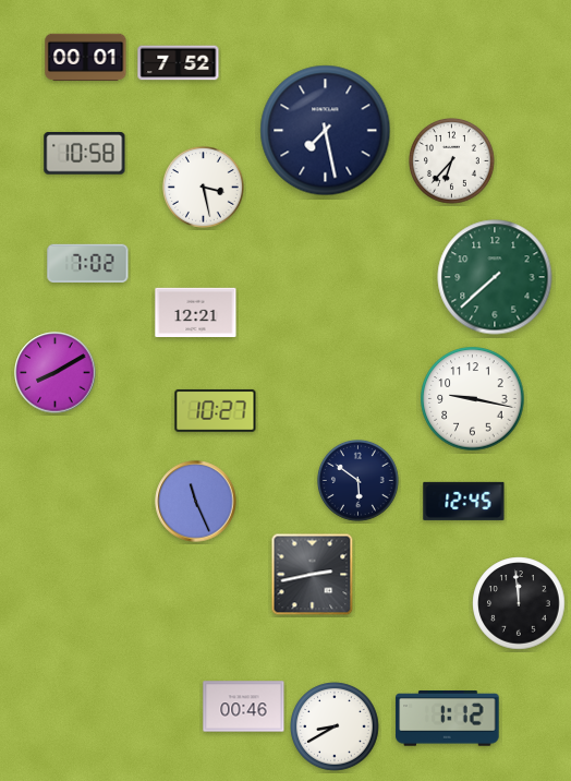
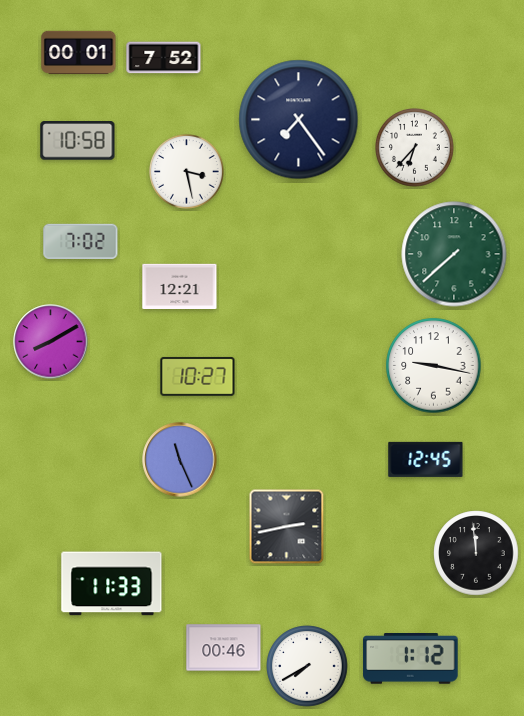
clock at (326, 131): 7:28 -> 7:24
clock at (359, 481): 5:51 -> none
clock at (112, 584): none -> 11:33
clock at (335, 726): 8:40 -> 7:40
